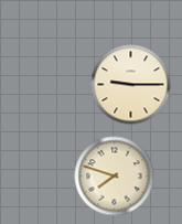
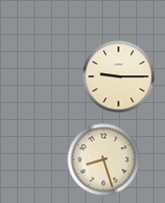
clock at (115, 177): 7:48 -> 8:27
